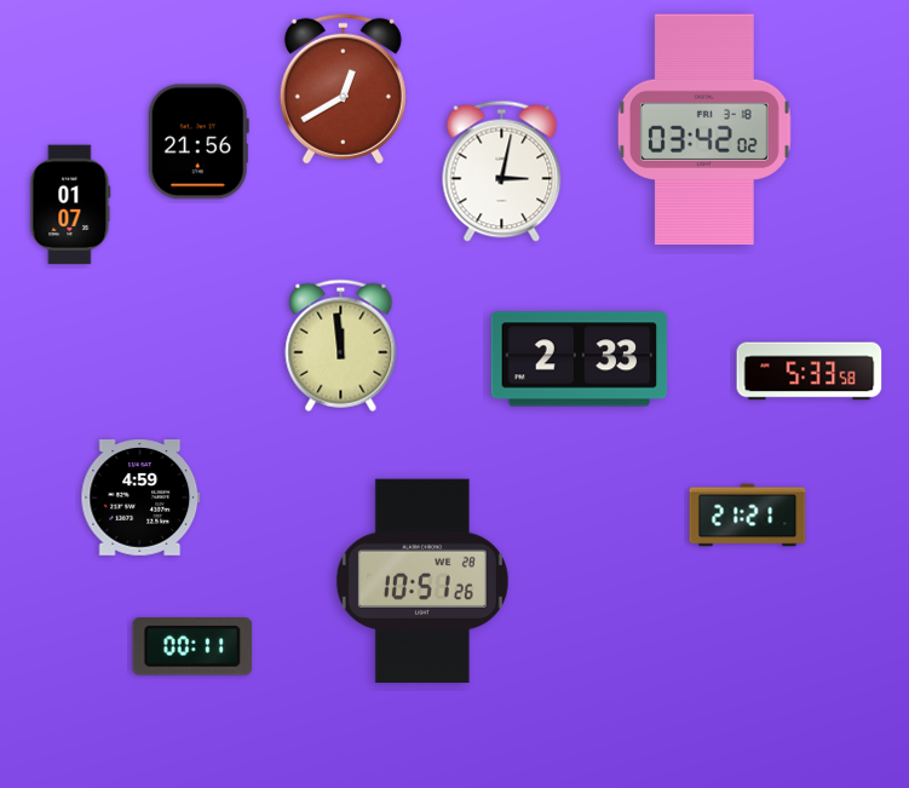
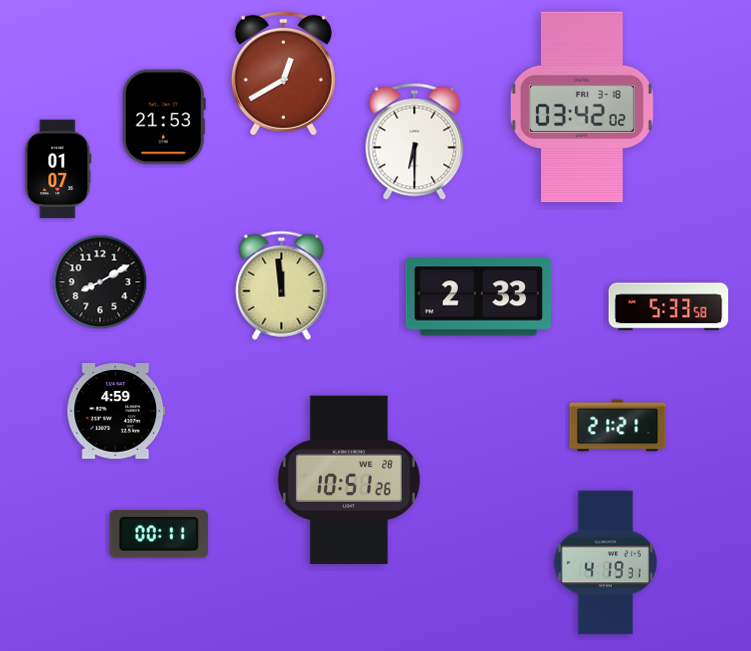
clock at (199, 142): 21:56 -> 21:53
clock at (502, 171): 3:02 -> 6:30
clock at (100, 282): none -> 8:10
clock at (605, 563): none -> 4:19
